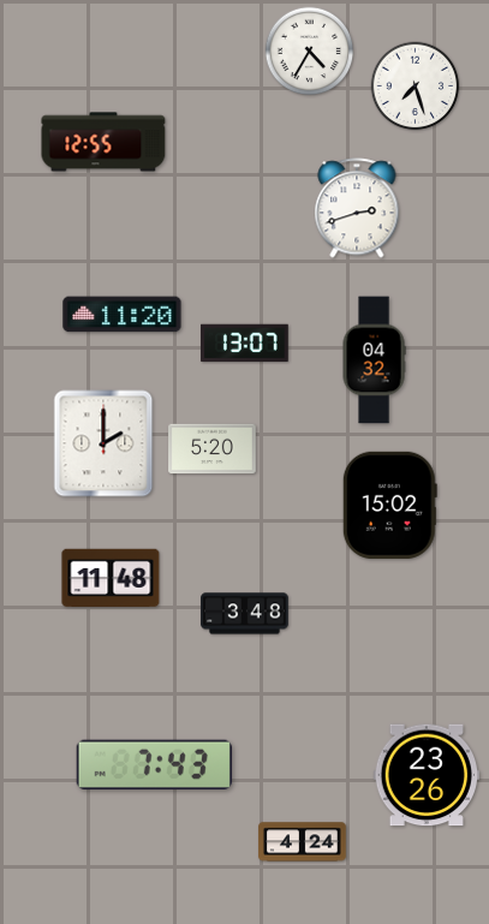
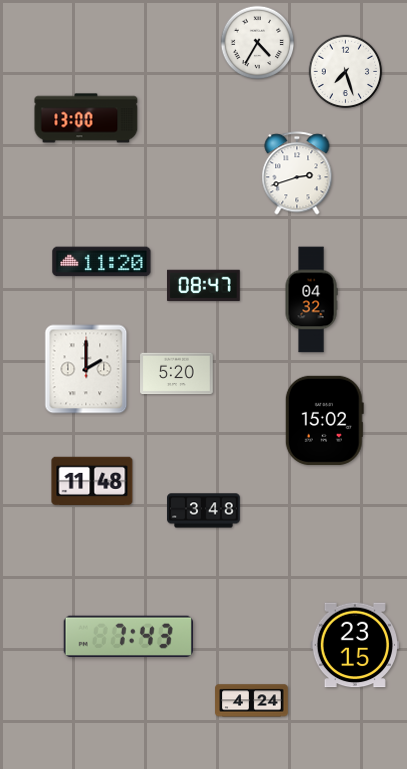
clock at (103, 142): 12:55 -> 13:00
clock at (245, 344): 13:07 -> 08:47
clock at (425, 775): 23:26 -> 23:15
